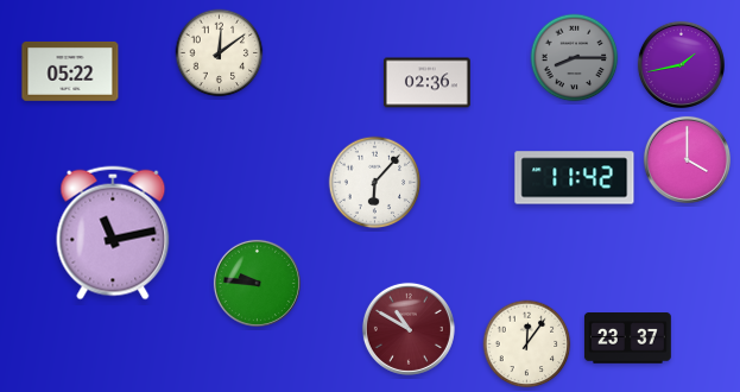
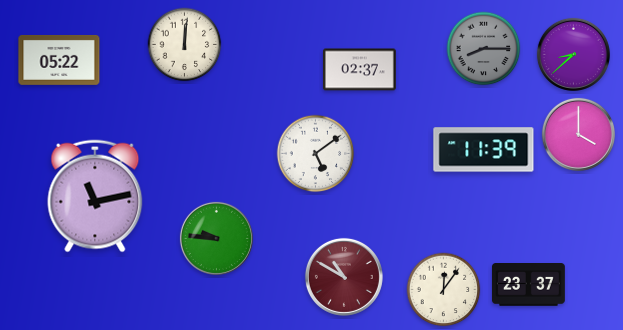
clock at (220, 53): 12:09 -> 12:01
clock at (681, 64): 1:43 -> 8:38
clock at (426, 83): 02:36 -> 02:37
clock at (575, 178): 11:42 -> 11:39
clock at (375, 183): 6:07 -> 5:09
